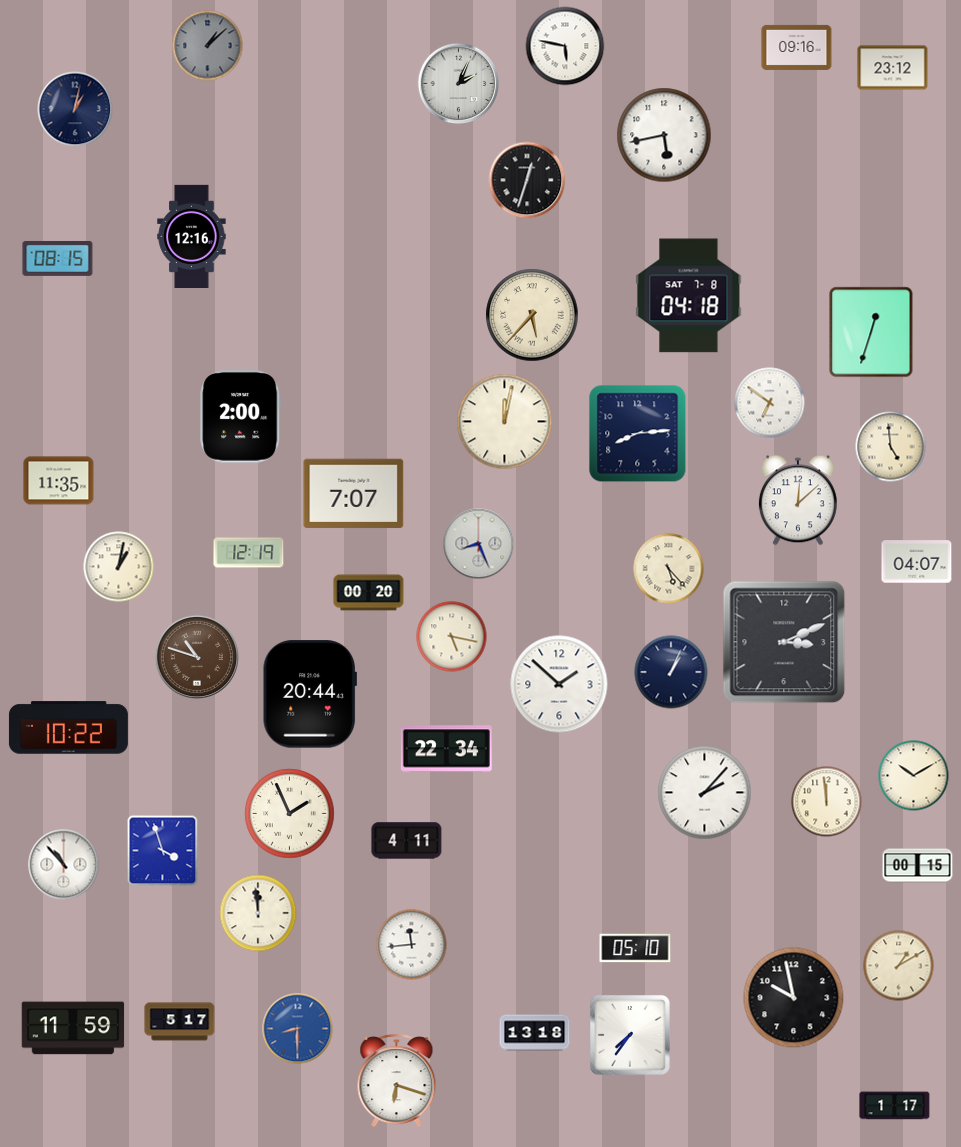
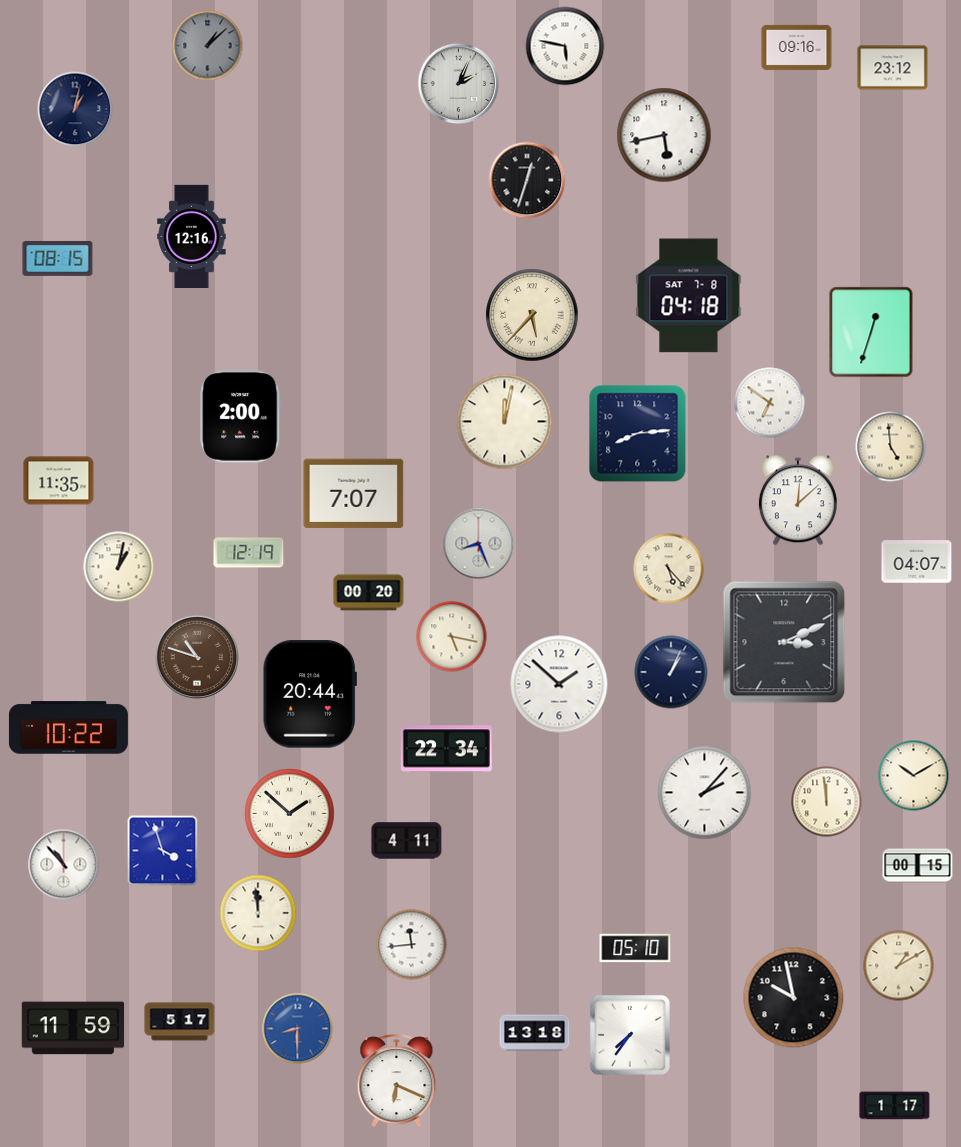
clock at (290, 814): 1:56 -> 1:52
clock at (397, 1081): 6:18 -> 6:19
